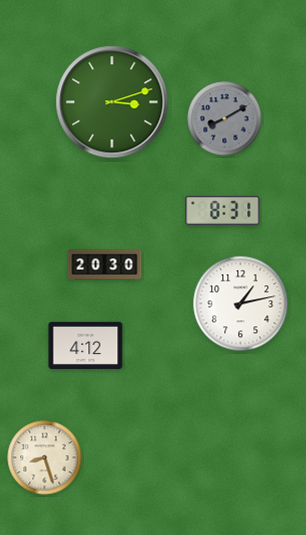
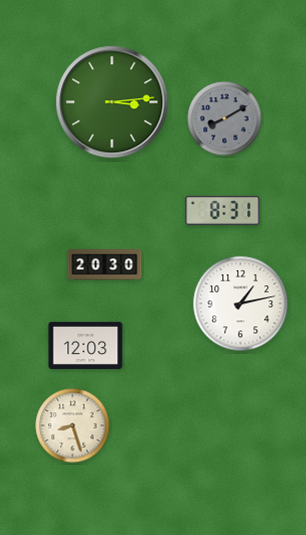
clock at (112, 102): 3:12 -> 3:14
clock at (86, 345): 4:12 -> 12:03
clock at (45, 458) position: (45, 458) -> (73, 426)
